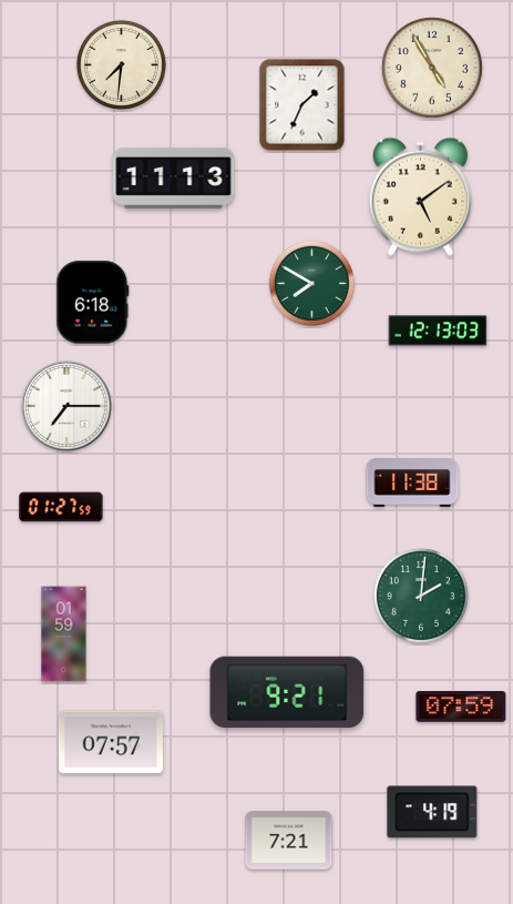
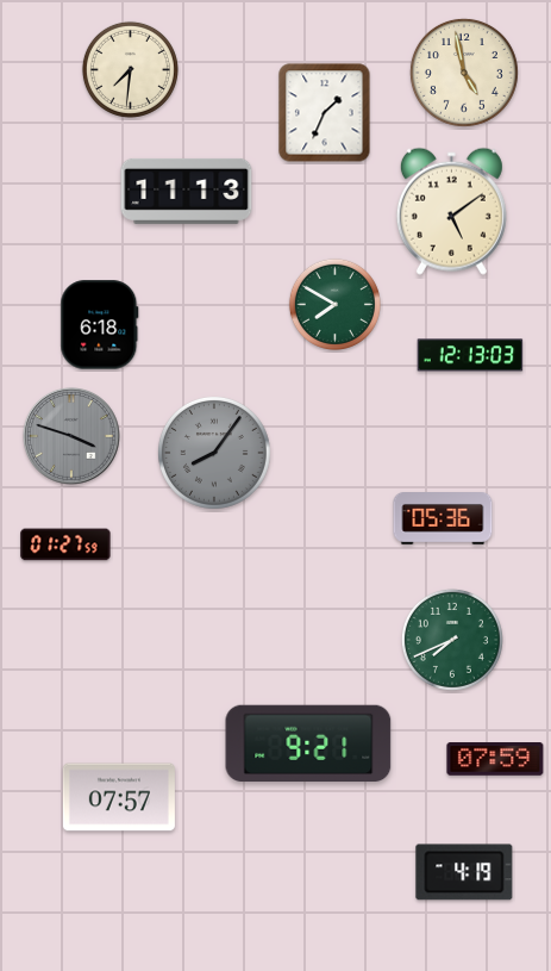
clock at (432, 68): 4:55 -> 4:58
clock at (68, 407): 7:15 -> 3:48
clock at (68, 407) dial: white -> grey
clock at (214, 453): none -> 8:06
clock at (412, 484): 11:38 -> 05:36
clock at (421, 596): 2:01 -> 7:41
clock at (64, 634): 01:59 -> none
clock at (289, 841): 7:21 -> none
